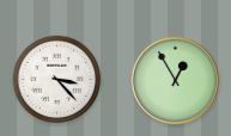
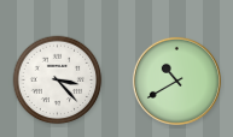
clock at (175, 80): 12:55 -> 10:40
